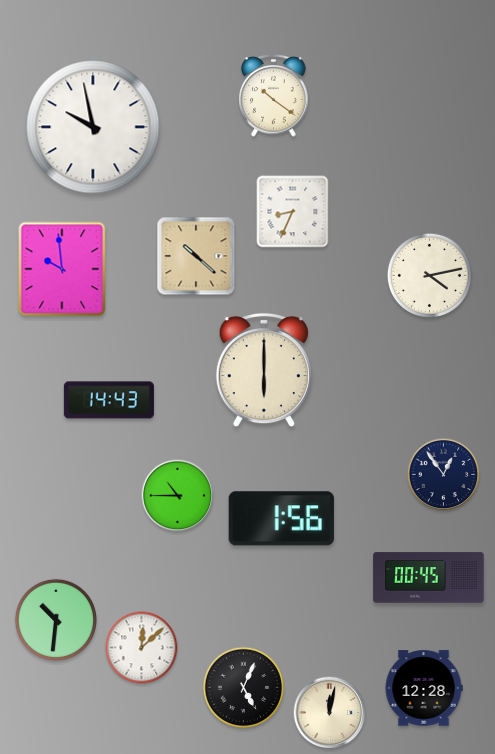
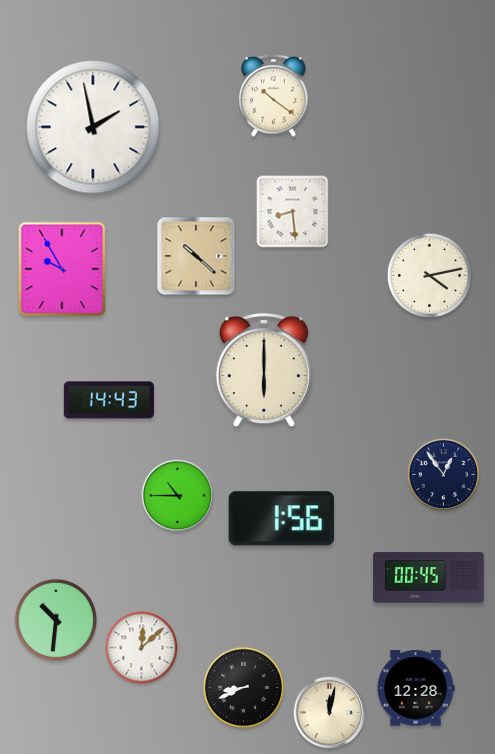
clock at (93, 127): 9:58 -> 1:58
clock at (293, 212): 8:34 -> 8:29
clock at (62, 269): 9:59 -> 9:55
clock at (244, 688): 5:04 -> 8:41
clock at (424, 688) position: (424, 688) -> (416, 688)
